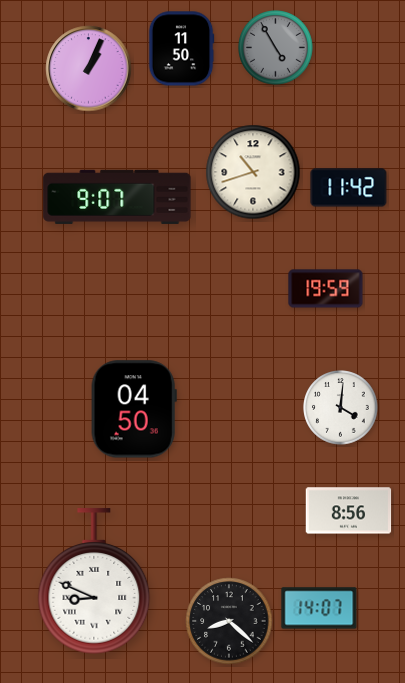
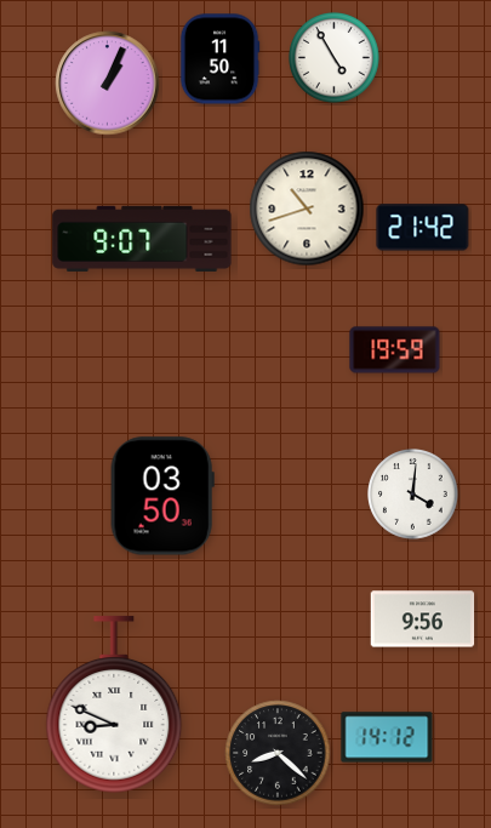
clock at (276, 48) dial: grey -> white
clock at (349, 188): 11:42 -> 21:42
clock at (134, 409): 04:50 -> 03:50
clock at (349, 511): 8:56 -> 9:56
clock at (319, 608): 14:07 -> 14:12
